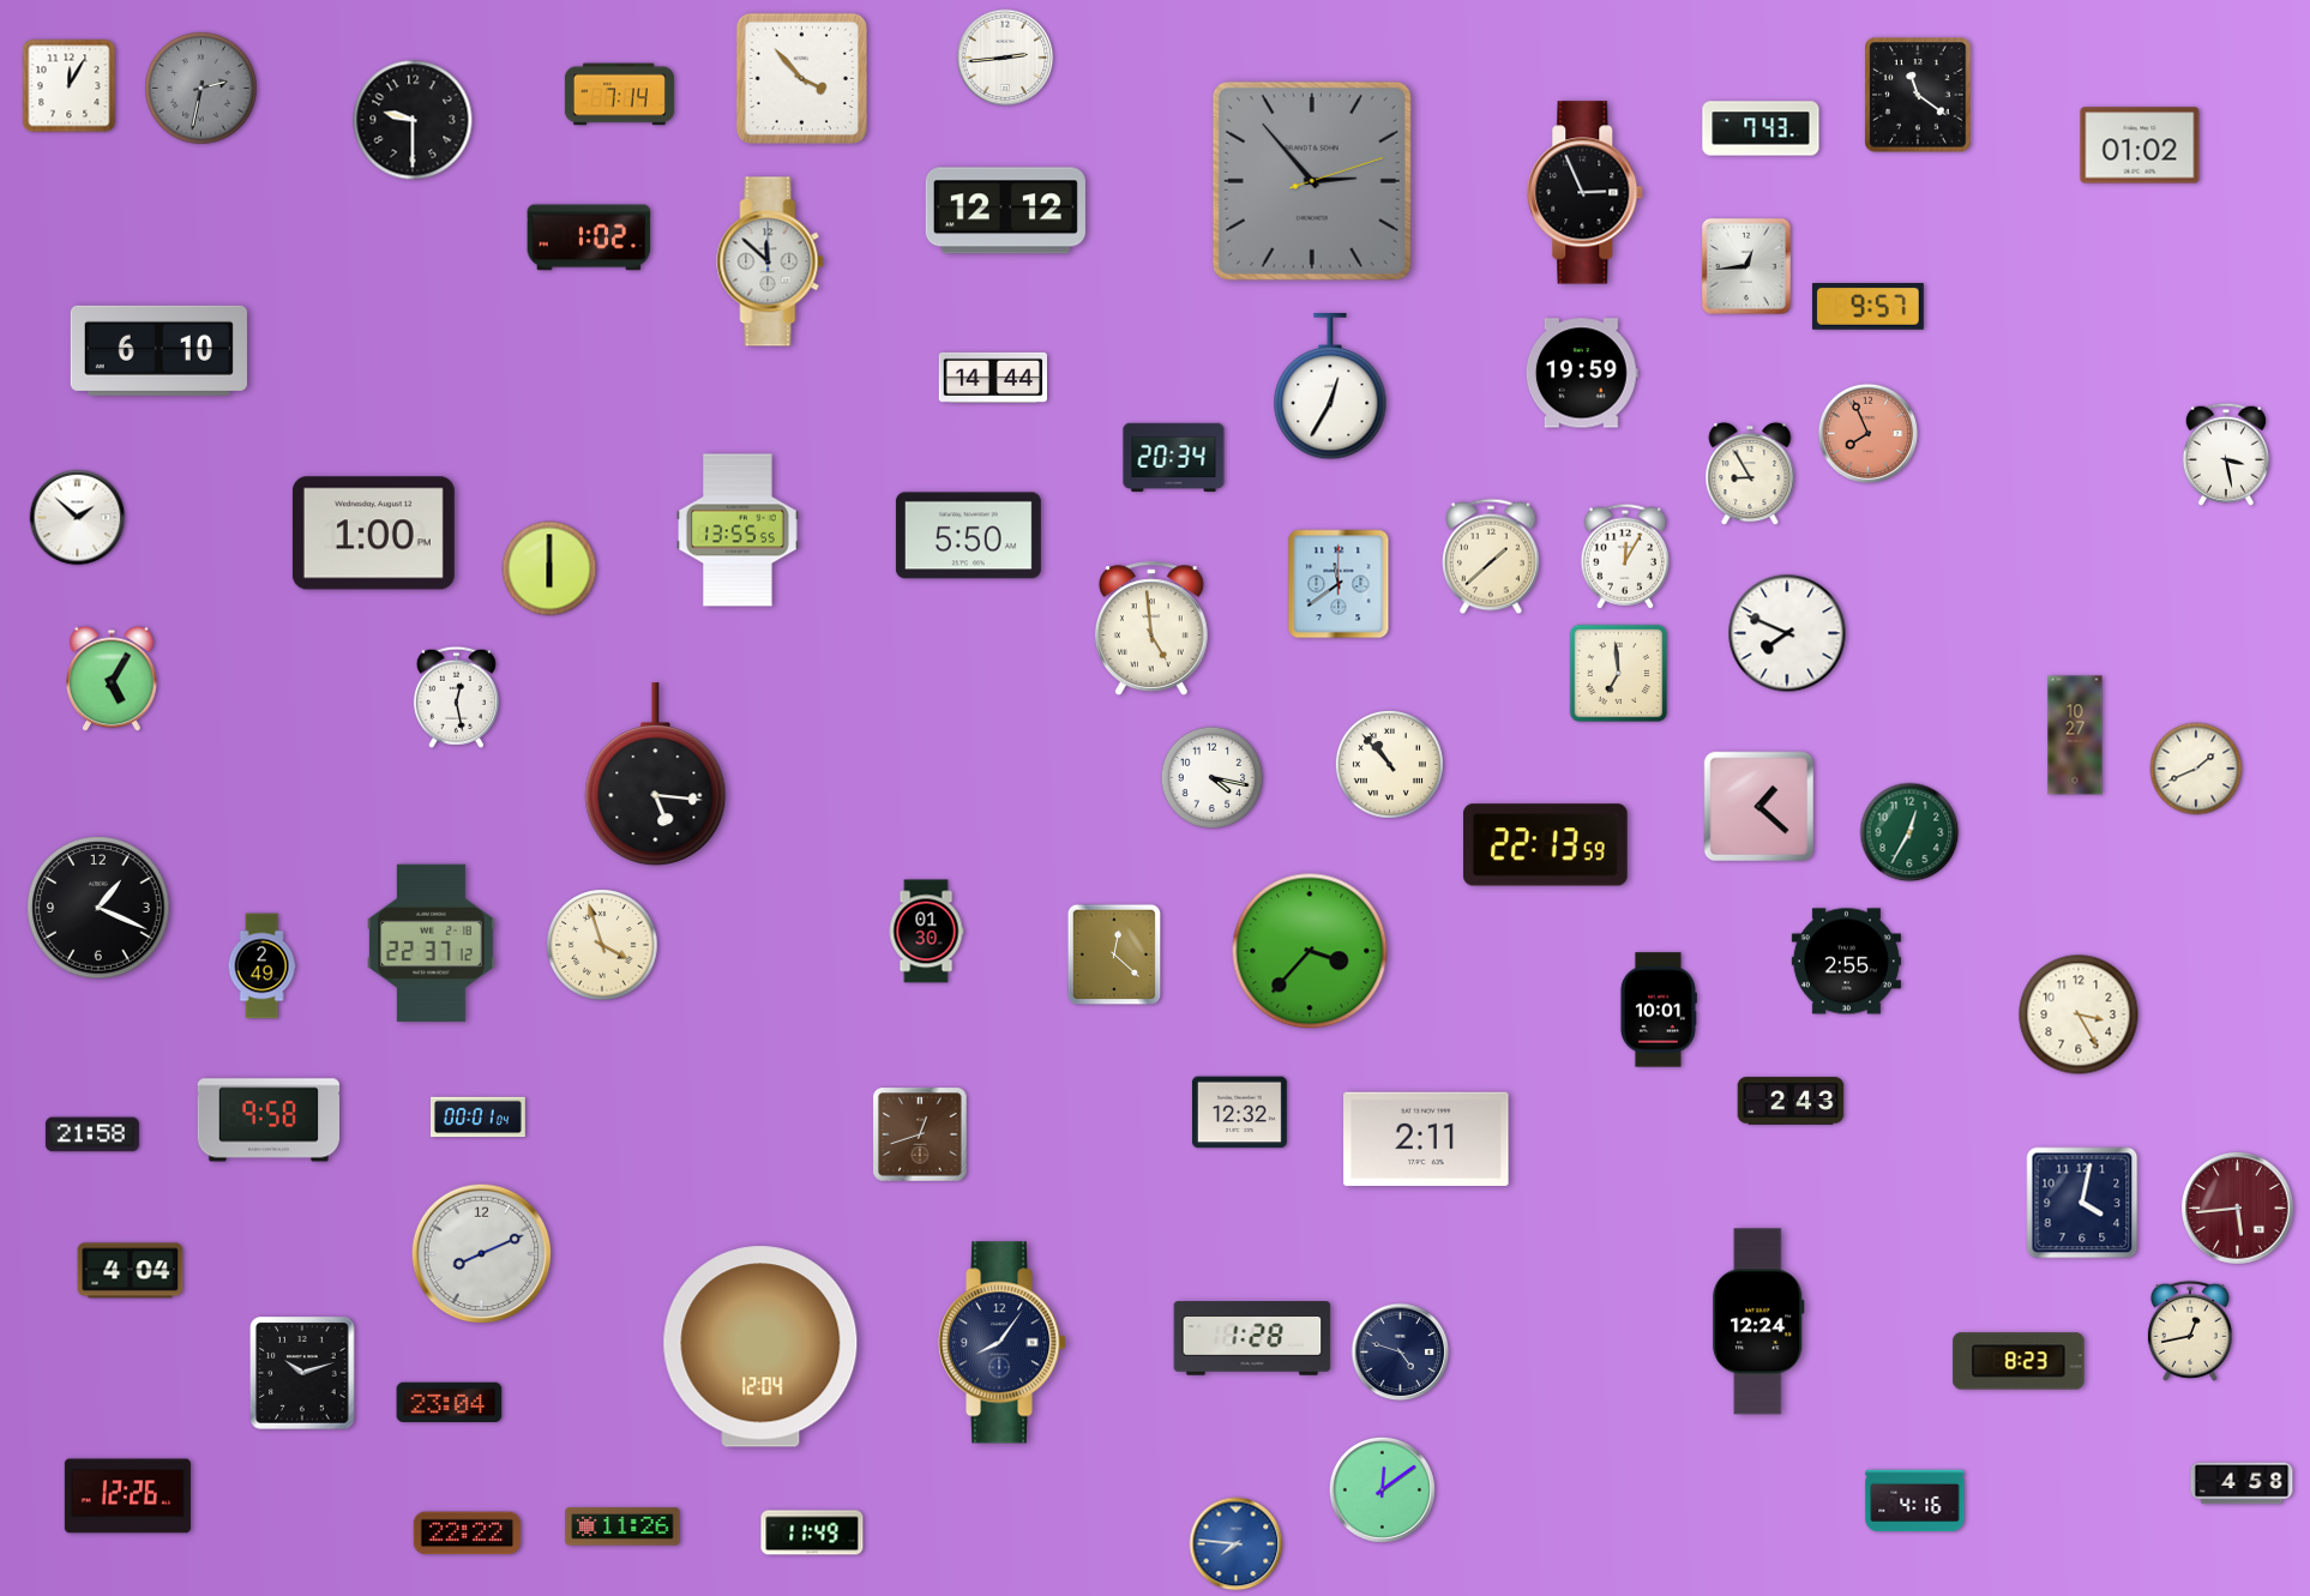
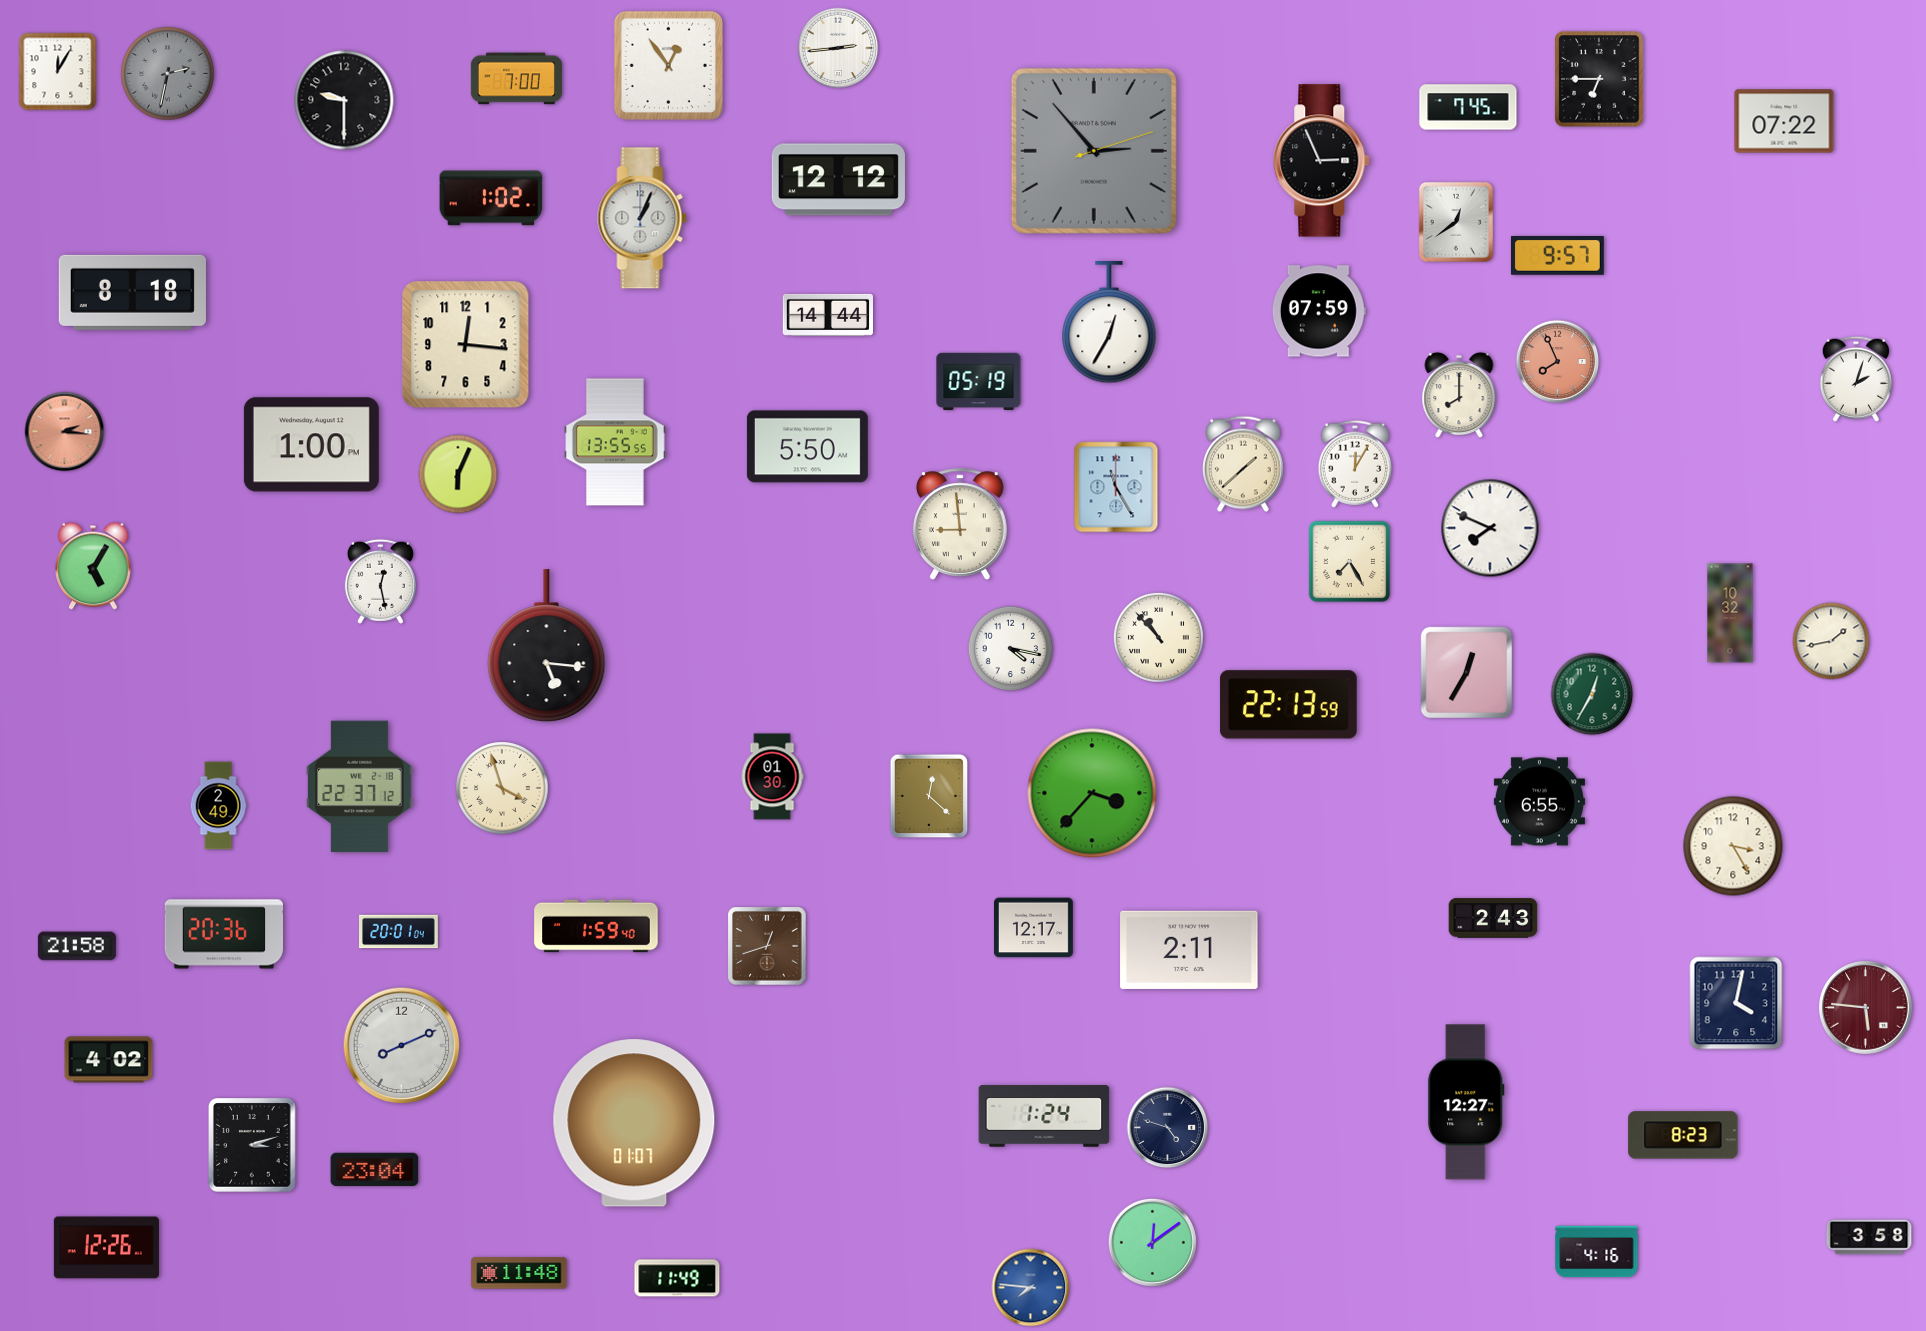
clock at (801, 78): 3:53 -> 12:54
clock at (619, 95): 7:14 -> 7:00
clock at (1918, 95): 11:21 -> 6:45
clock at (1761, 128): 7:43 -> 7:45
clock at (2140, 145): 01:02 -> 07:22
clock at (1005, 211) position: (1005, 211) -> (838, 180)
clock at (770, 261): 11:52 -> 1:04
clock at (1746, 266): 12:44 -> 12:39
clock at (158, 350): 6:10 -> 8:18
clock at (1582, 373): 19:59 -> 07:59
clock at (466, 345): none -> 12:16
clock at (2226, 454): 3:28 -> 2:03
clock at (1174, 458): 20:34 -> 05:19
clock at (1750, 474): 8:55 -> 8:00
clock at (78, 518): 1:52 -> 2:16
clock at (78, 518) dial: white -> salmon
clock at (549, 568): 6:00 -> 6:04
clock at (1339, 584): 11:39 -> 11:25
clock at (1151, 628): 4:59 -> 8:59
clock at (1619, 674): 6:59 -> 7:25
clock at (2075, 735): 10:27 -> 10:32
clock at (2196, 769): 1:41 -> 1:43
clock at (1759, 807): 1:22 -> 12:35
clock at (98, 908): 1:19 -> none
clock at (1846, 962): 2:55 -> 6:55
clock at (1658, 1010): 10:01 -> none
clock at (596, 926): none -> 1:59
clock at (1239, 1113): 12:32 -> 12:17
clock at (479, 1118): 00:01 -> 20:01
clock at (267, 1120): 9:58 -> 20:36
clock at (2238, 1209): 5:44 -> 5:46
clock at (131, 1271): 4:04 -> 4:02
clock at (1758, 1321): 12:24 -> 12:27
clock at (2190, 1331): 12:43 -> none
clock at (1252, 1338): 1:28 -> 1:24
clock at (1003, 1343): 8:06 -> none
clock at (760, 1347): 12:04 -> 01:07
clock at (302, 1373): 10:12 -> 3:12
clock at (2242, 1483): 4:58 -> 3:58
clock at (622, 1526): 11:26 -> 11:48
clock at (468, 1534): 22:22 -> none
